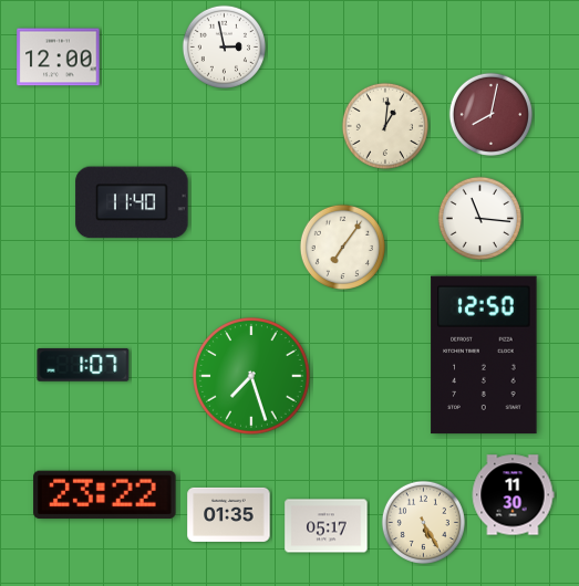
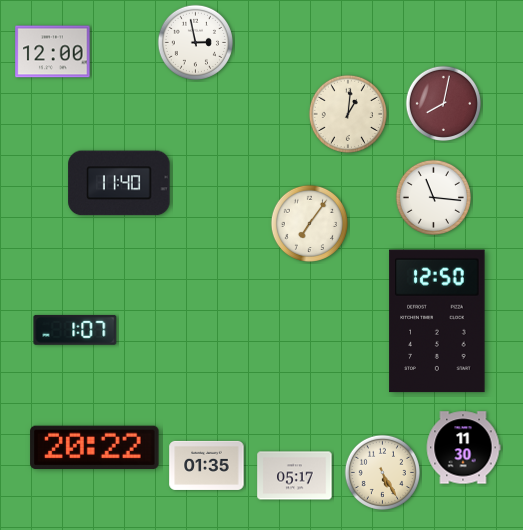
clock at (224, 46) position: (224, 46) -> (195, 42)
clock at (252, 377): 7:27 -> none
clock at (105, 495): 23:22 -> 20:22
